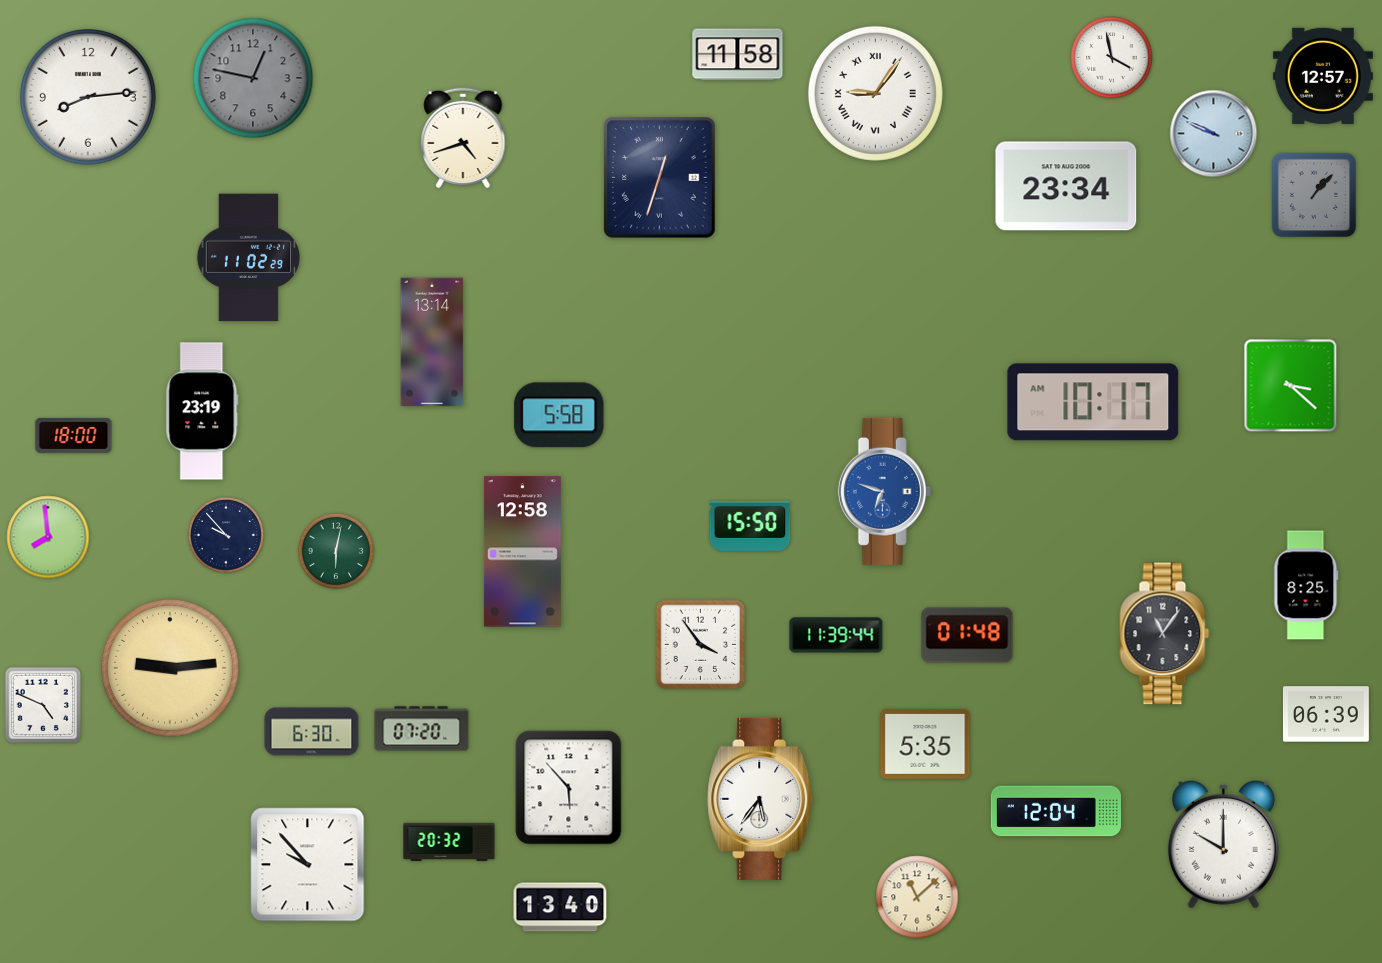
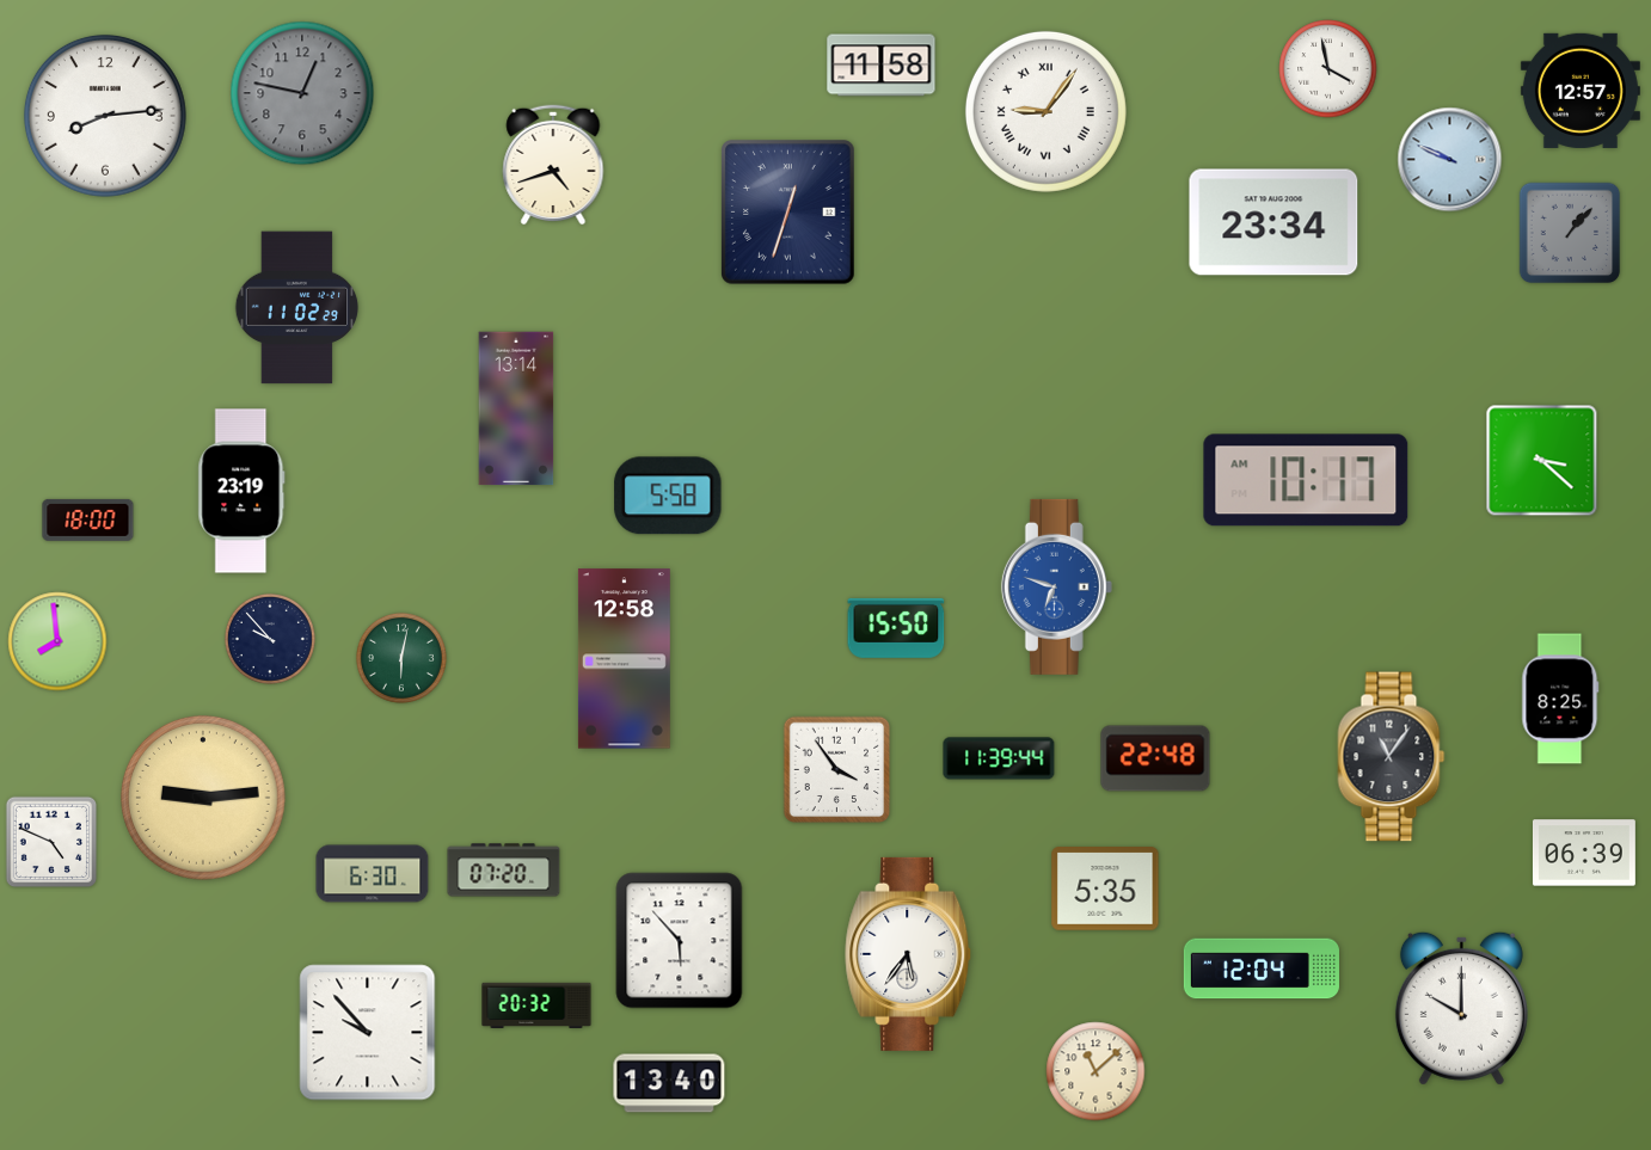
clock at (967, 635): 01:48 -> 22:48
